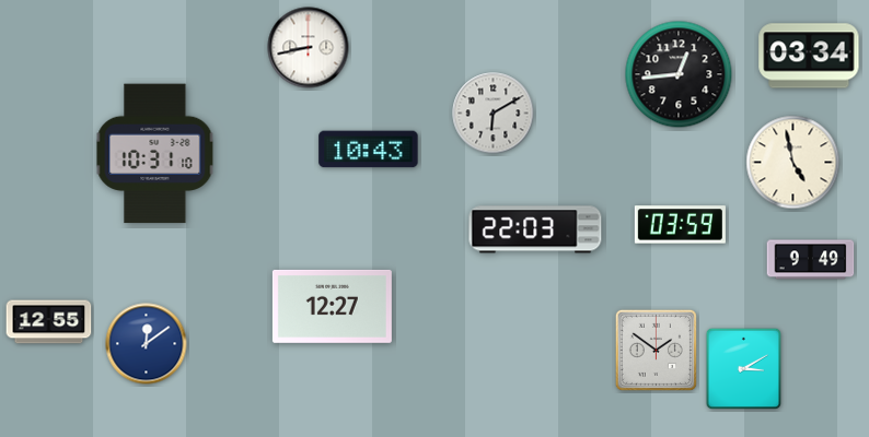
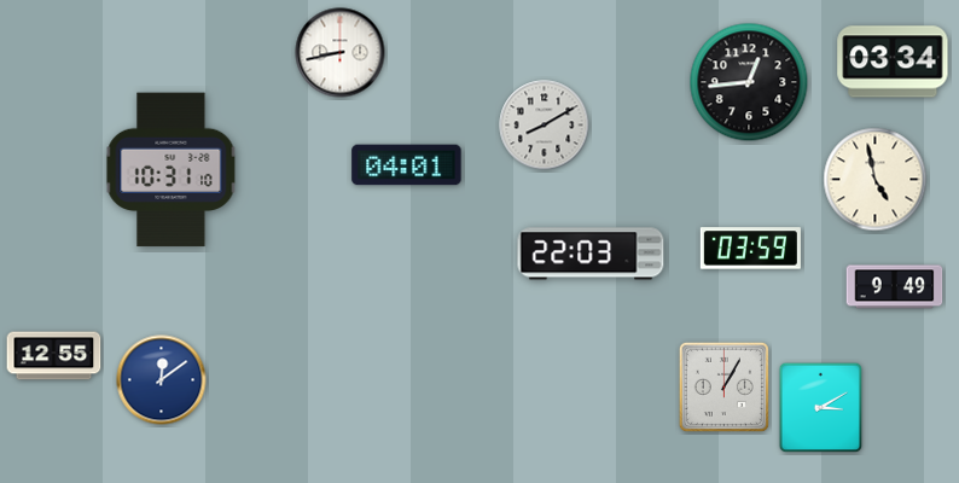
clock at (494, 114): 6:10 -> 8:10
clock at (369, 150): 10:43 -> 04:01
clock at (332, 306): 12:27 -> none
clock at (656, 350): 1:51 -> 1:05
